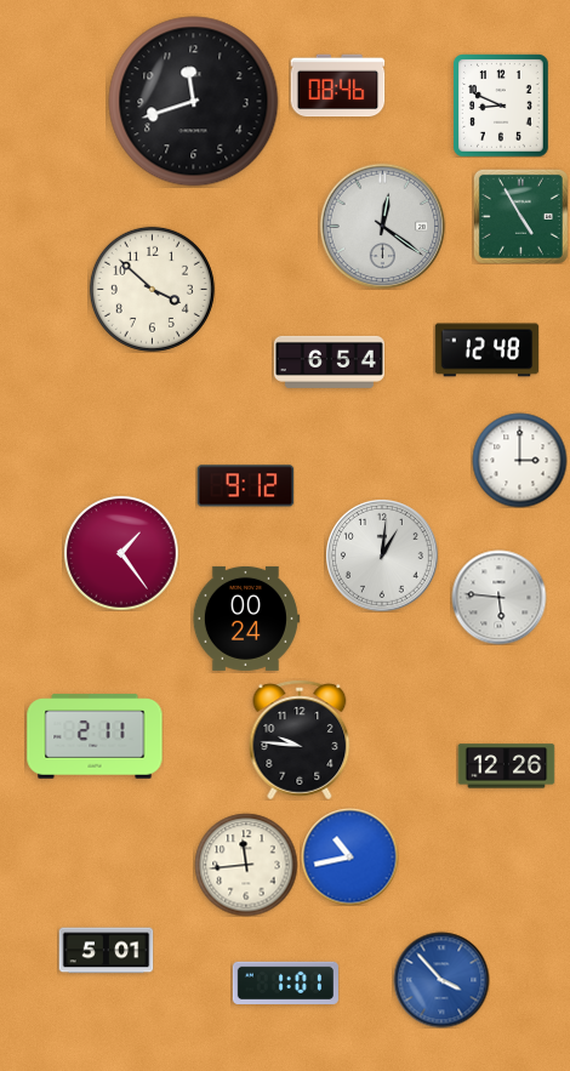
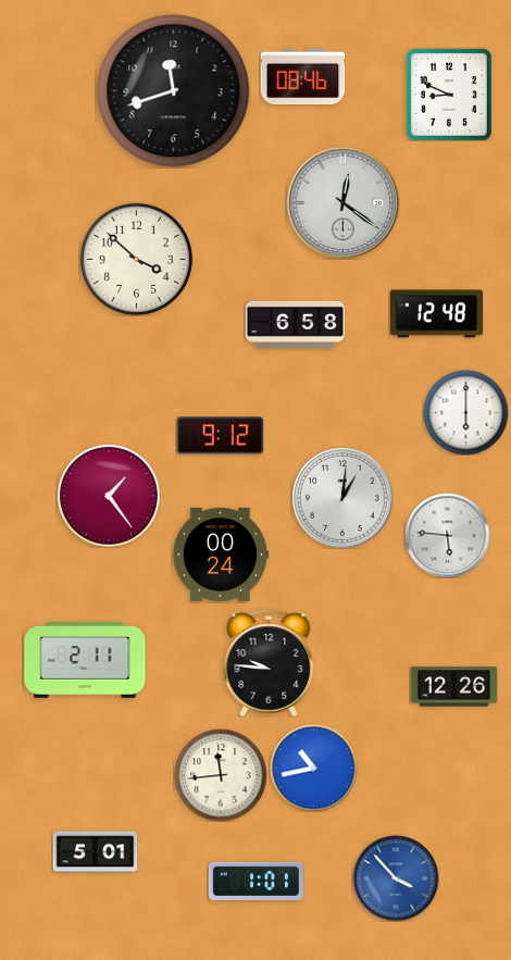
clock at (520, 216): 4:55 -> none
clock at (329, 361): 6:54 -> 6:58
clock at (519, 460): 3:00 -> 6:00
